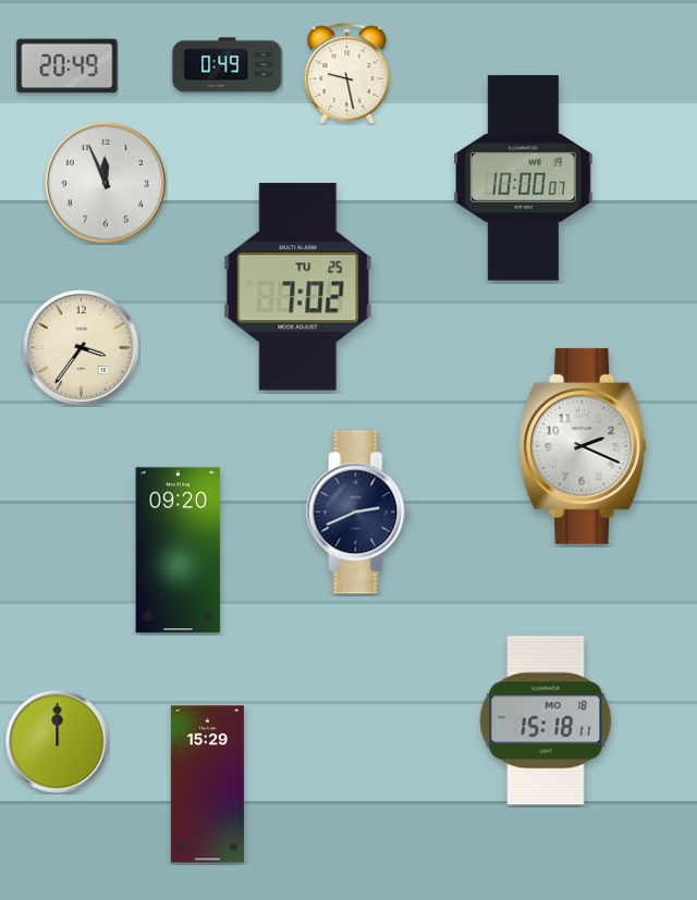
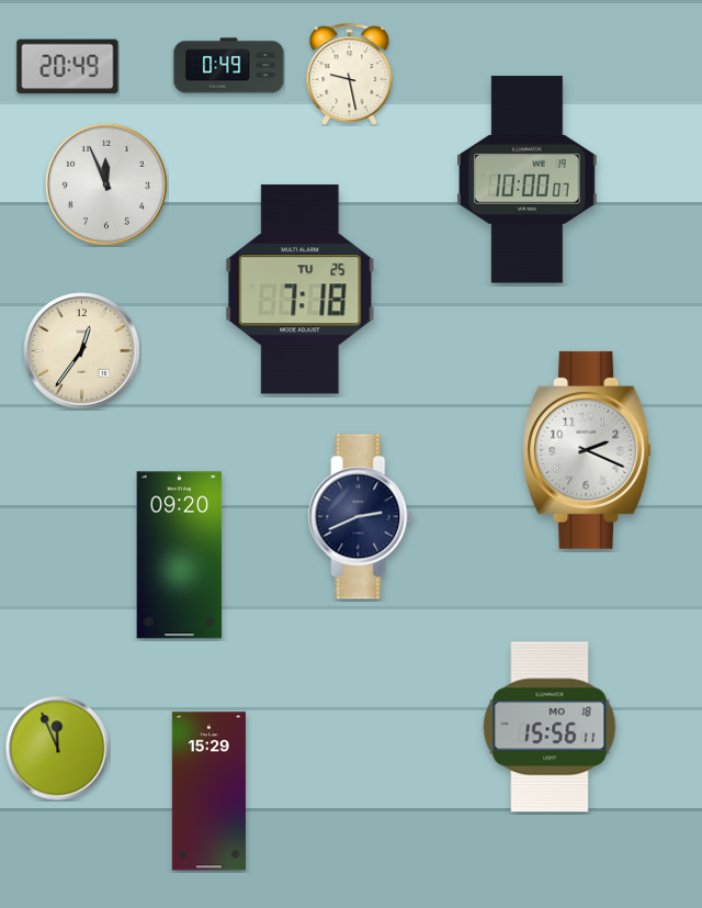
clock at (298, 287): 7:02 -> 7:18
clock at (82, 348): 3:36 -> 12:36
clock at (546, 720): 15:18 -> 15:56
clock at (57, 741): 12:00 -> 11:56
